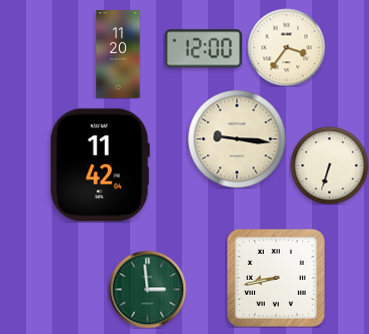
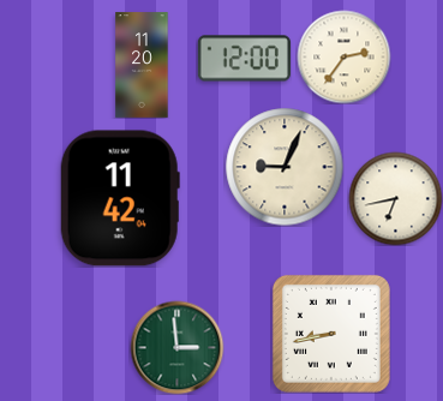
clock at (286, 47): 3:36 -> 2:36
clock at (237, 139): 9:16 -> 9:04
clock at (329, 165): 6:33 -> 6:43
